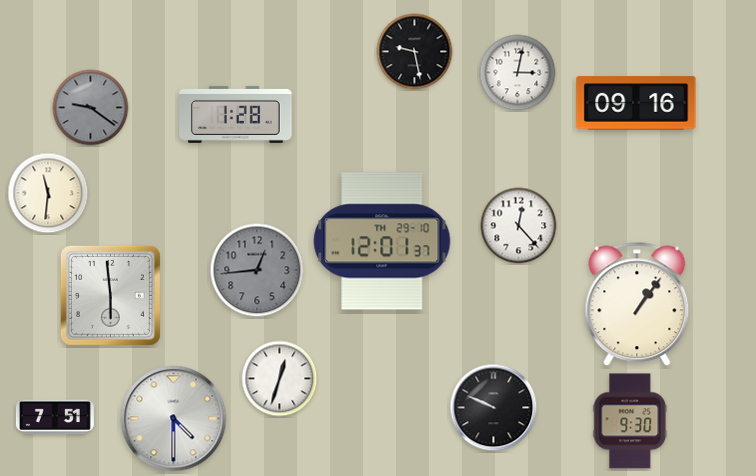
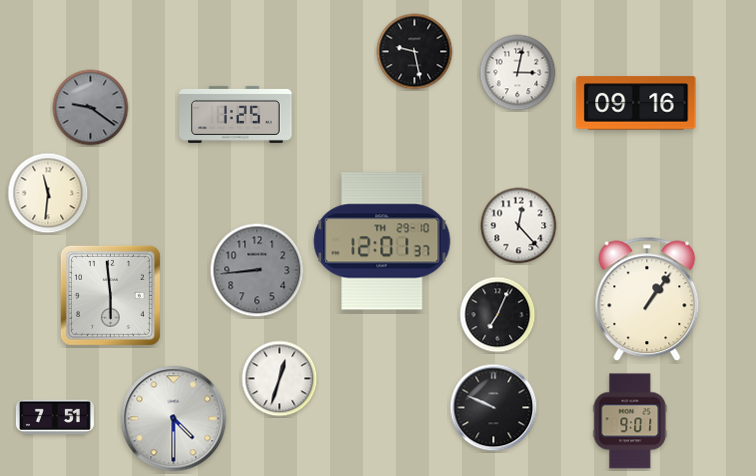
clock at (236, 114): 1:28 -> 1:25
clock at (257, 270): 12:44 -> 8:44
clock at (637, 304) position: (637, 304) -> (647, 299)
clock at (498, 315): none -> 7:04
clock at (630, 421): 9:30 -> 9:01
